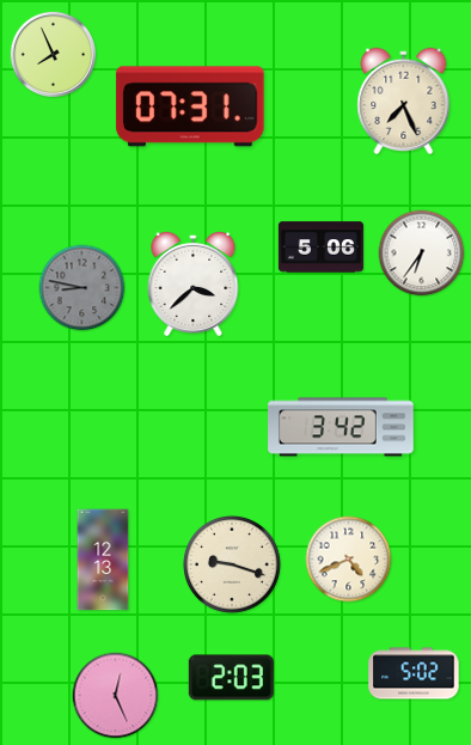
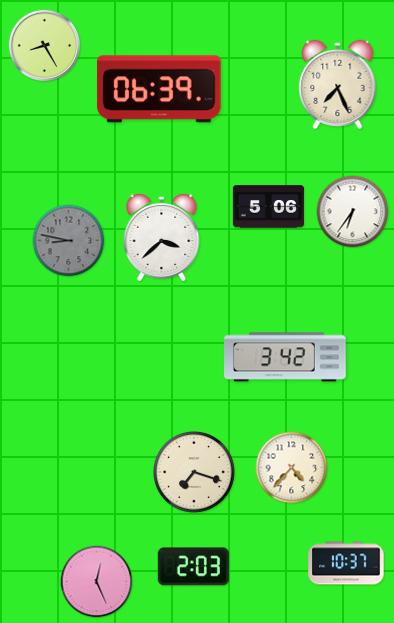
clock at (53, 54): 7:56 -> 8:25
clock at (190, 106): 07:31 -> 06:39
clock at (103, 560): 12:13 -> none
clock at (349, 560): 4:41 -> 4:37
clock at (232, 564): 9:18 -> 7:18
clock at (414, 673): 5:02 -> 10:37
